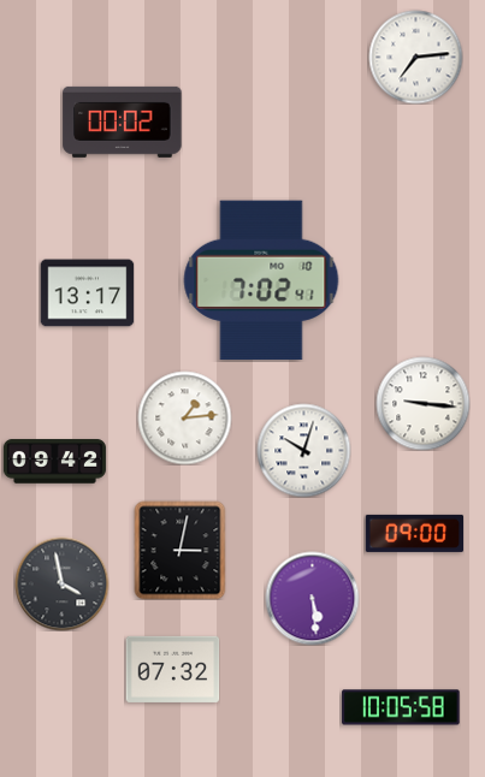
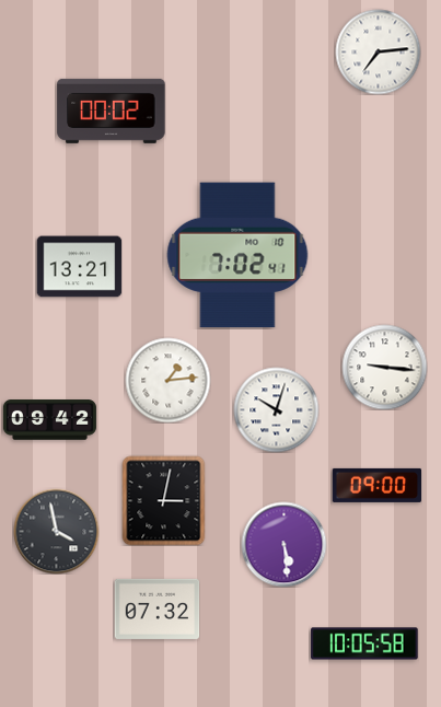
clock at (87, 293): 13:17 -> 13:21
